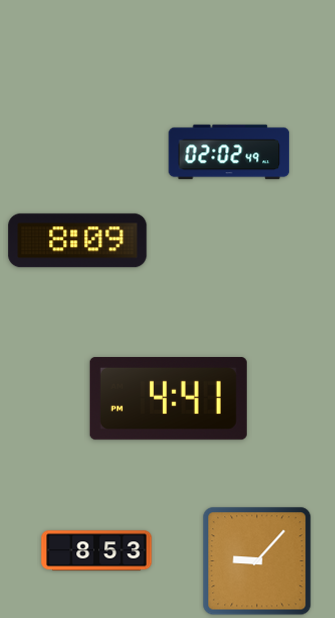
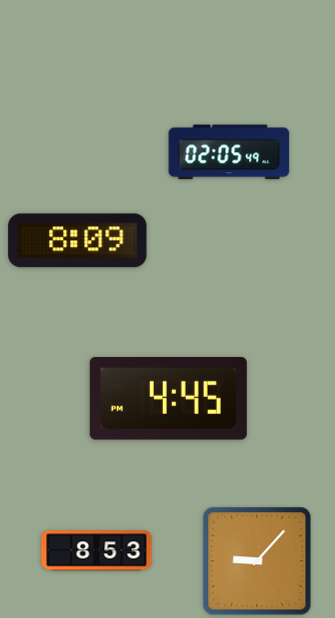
clock at (229, 152): 02:02 -> 02:05
clock at (168, 398): 4:41 -> 4:45
